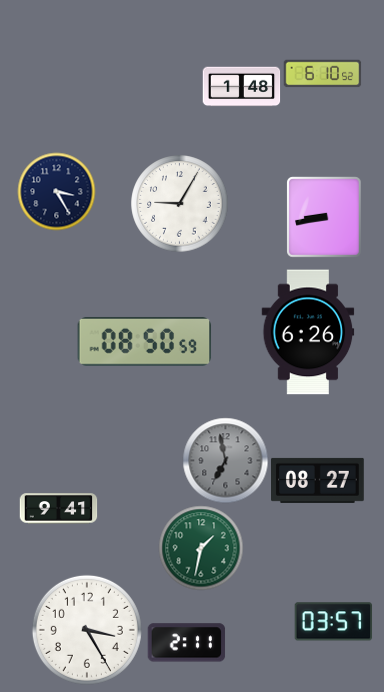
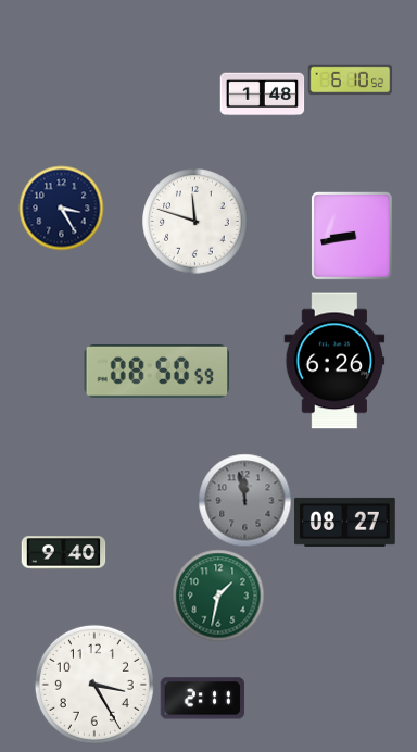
clock at (180, 204): 9:05 -> 11:48
clock at (225, 460): 6:58 -> 11:58
clock at (58, 509): 9:41 -> 9:40
clock at (333, 622): 03:57 -> none
